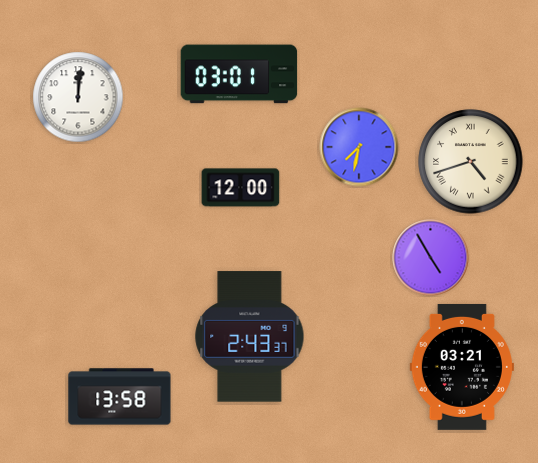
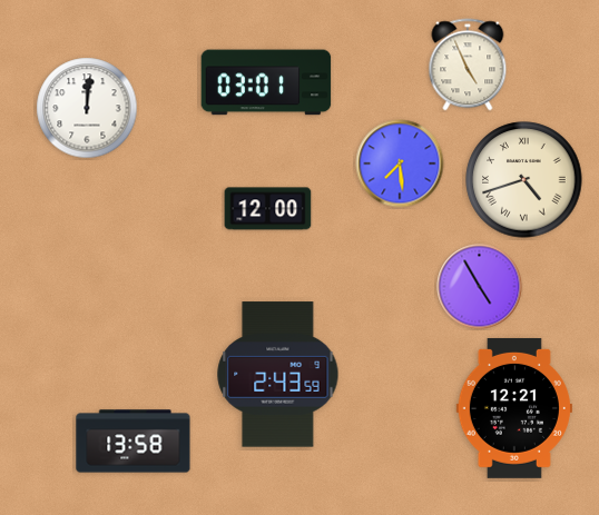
clock at (468, 65): none -> 4:56
clock at (359, 147): 7:32 -> 7:29
clock at (250, 337): 2:43:37 -> 2:43:59
clock at (462, 367): 03:21 -> 12:21
